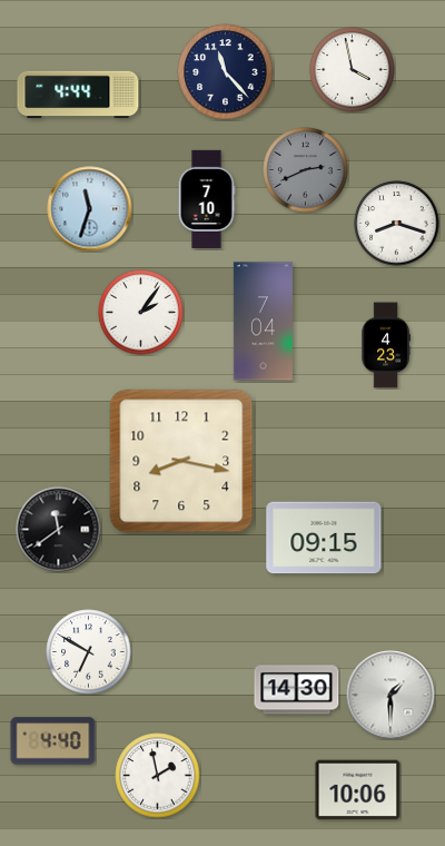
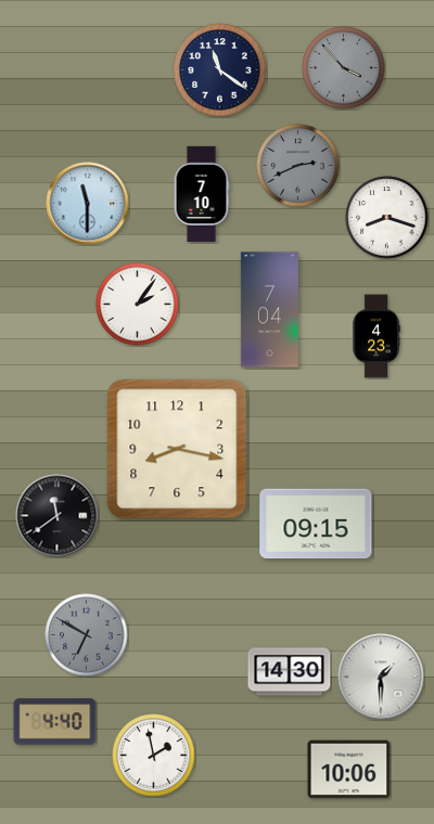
clock at (353, 70): 3:58 -> 3:53
clock at (353, 70) dial: white -> grey
clock at (226, 72): 11:23 -> 11:21
clock at (78, 95): 4:44 -> none
clock at (90, 209): 11:33 -> 11:30
clock at (263, 322) position: (263, 322) -> (269, 310)
clock at (89, 652) dial: white -> grey
clock at (53, 741) position: (53, 741) -> (55, 722)
